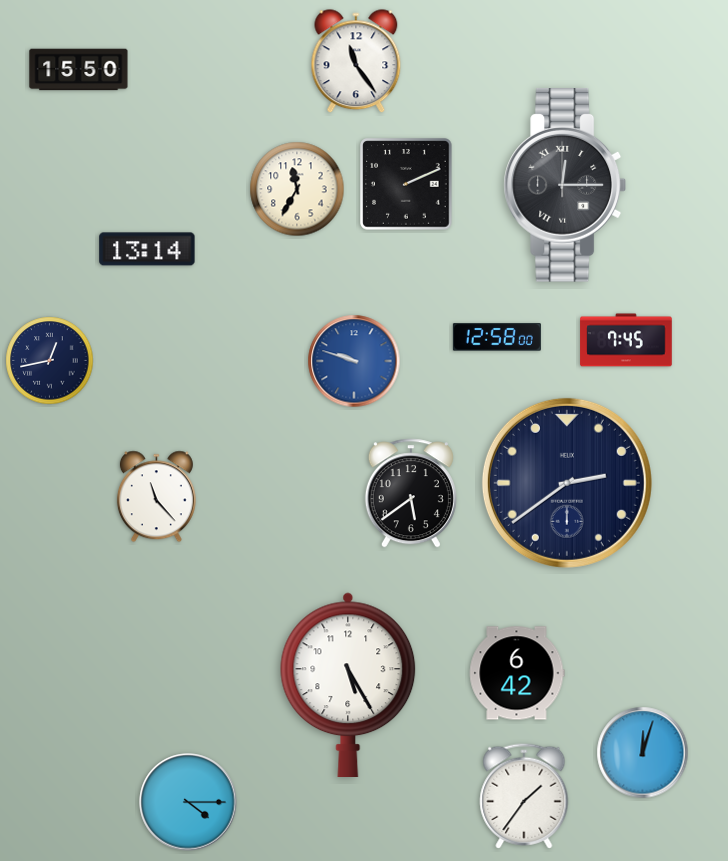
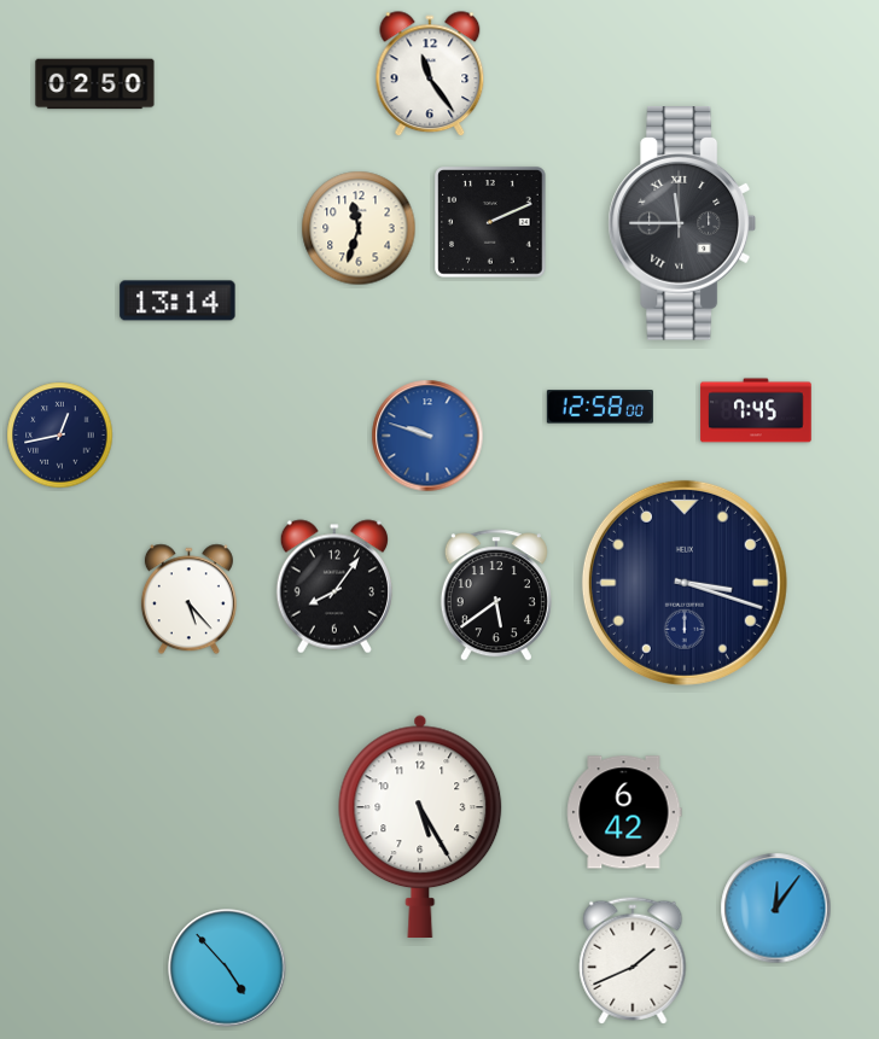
clock at (79, 70): 15:50 -> 02:50
clock at (565, 186): 12:15 -> 11:45
clock at (297, 189): 11:35 -> 11:33
clock at (567, 483): 2:39 -> 3:18
clock at (334, 586): none -> 8:06
clock at (156, 497): 11:23 -> 5:23
clock at (643, 753): 12:03 -> 12:06
clock at (524, 796): 1:36 -> 1:41
clock at (188, 802): 4:15 -> 4:53
